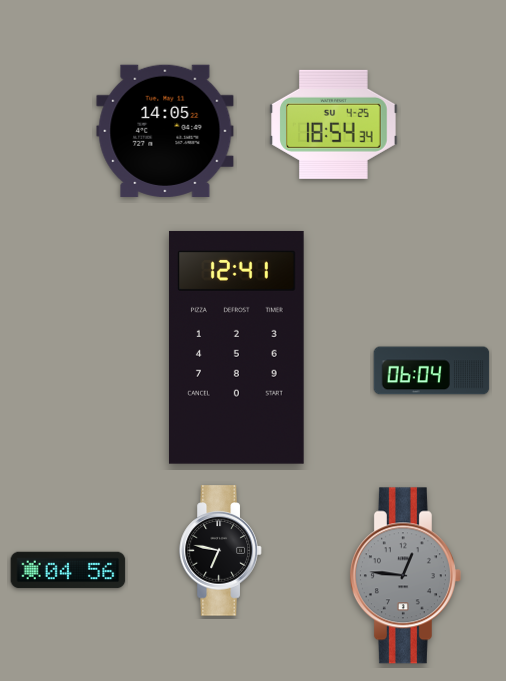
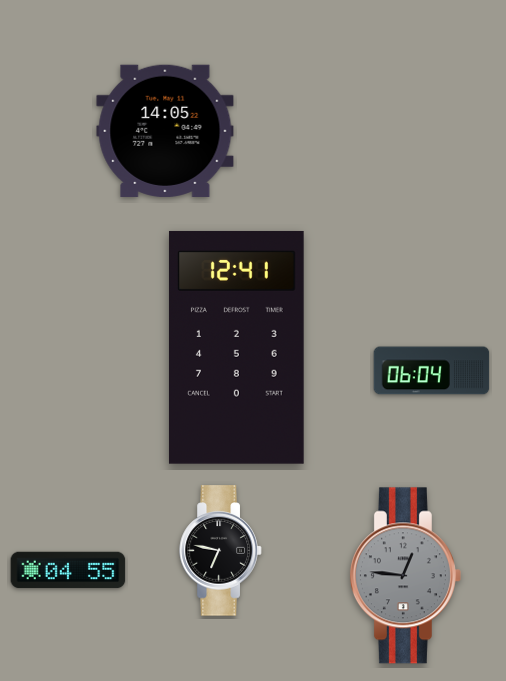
clock at (334, 124): 18:54 -> none
clock at (68, 570): 04:56 -> 04:55
